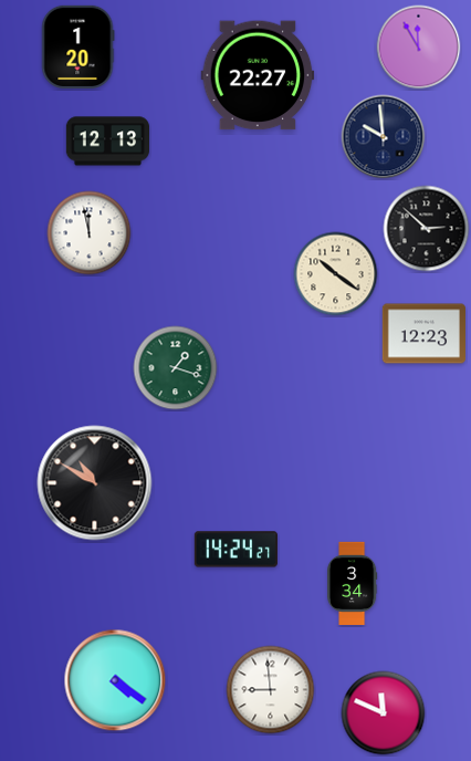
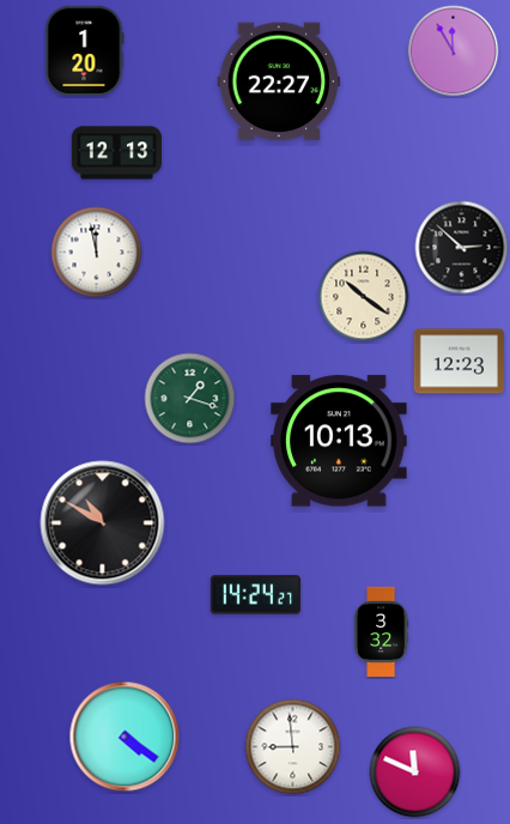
clock at (384, 137): 9:59 -> none
clock at (339, 441): none -> 10:13
clock at (353, 583): 3:34 -> 3:32
